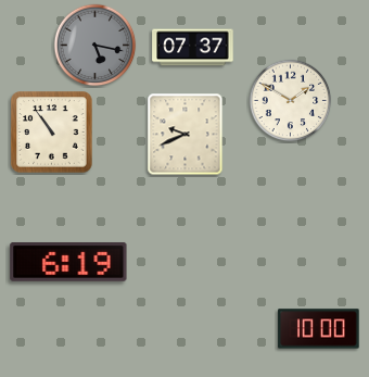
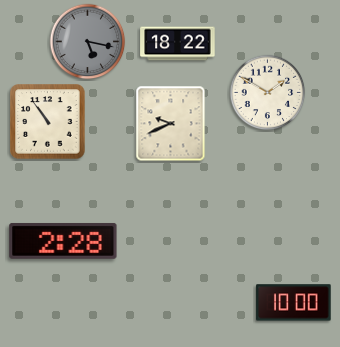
clock at (193, 48): 07:37 -> 18:22
clock at (68, 262): 6:19 -> 2:28
